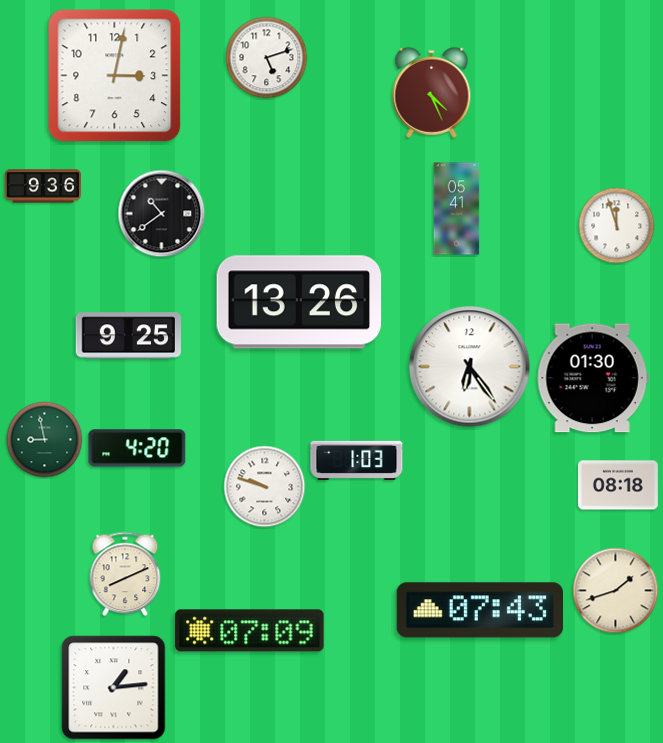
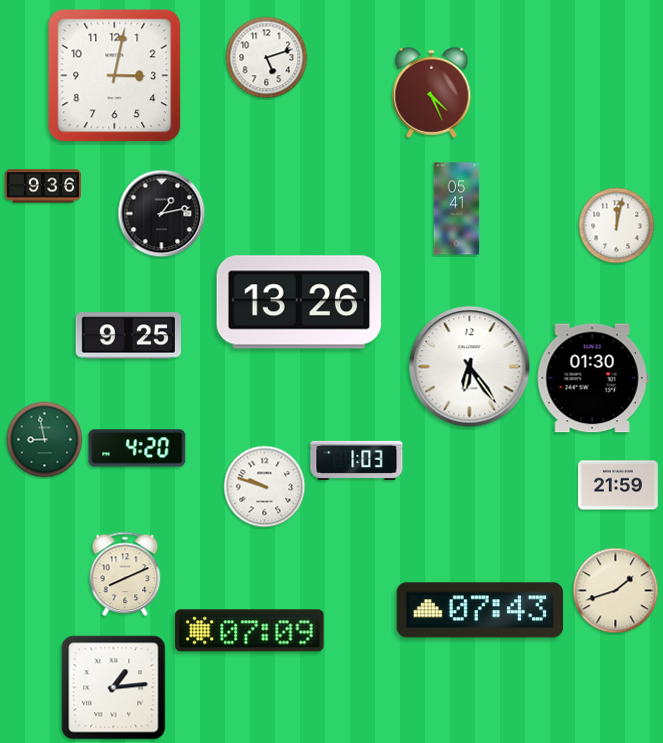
clock at (162, 214): 10:39 -> 1:13
clock at (617, 226): 11:57 -> 12:02
clock at (618, 485): 08:18 -> 21:59
